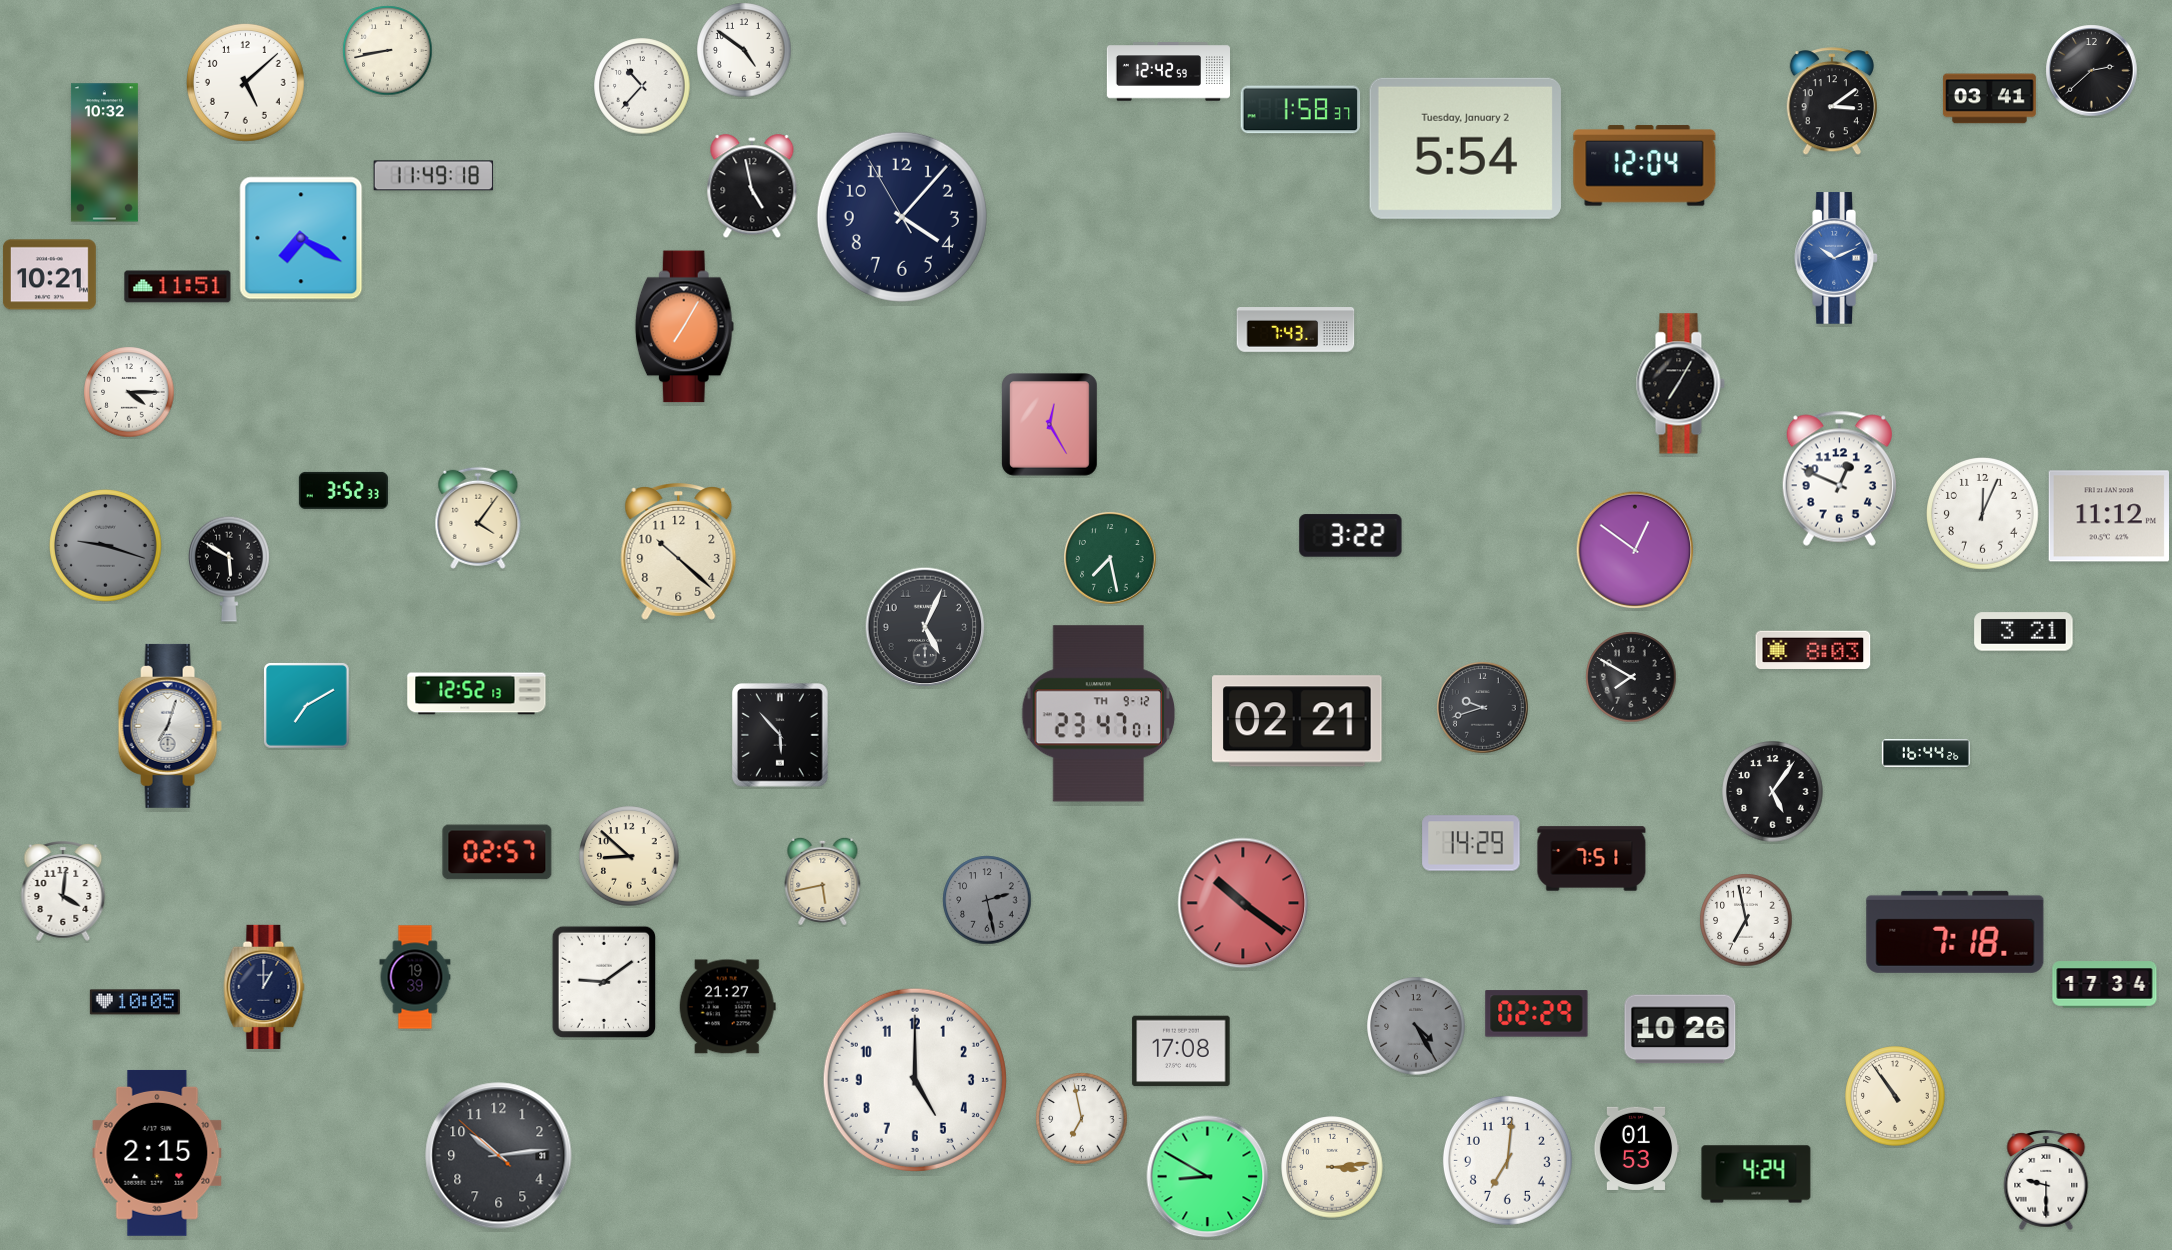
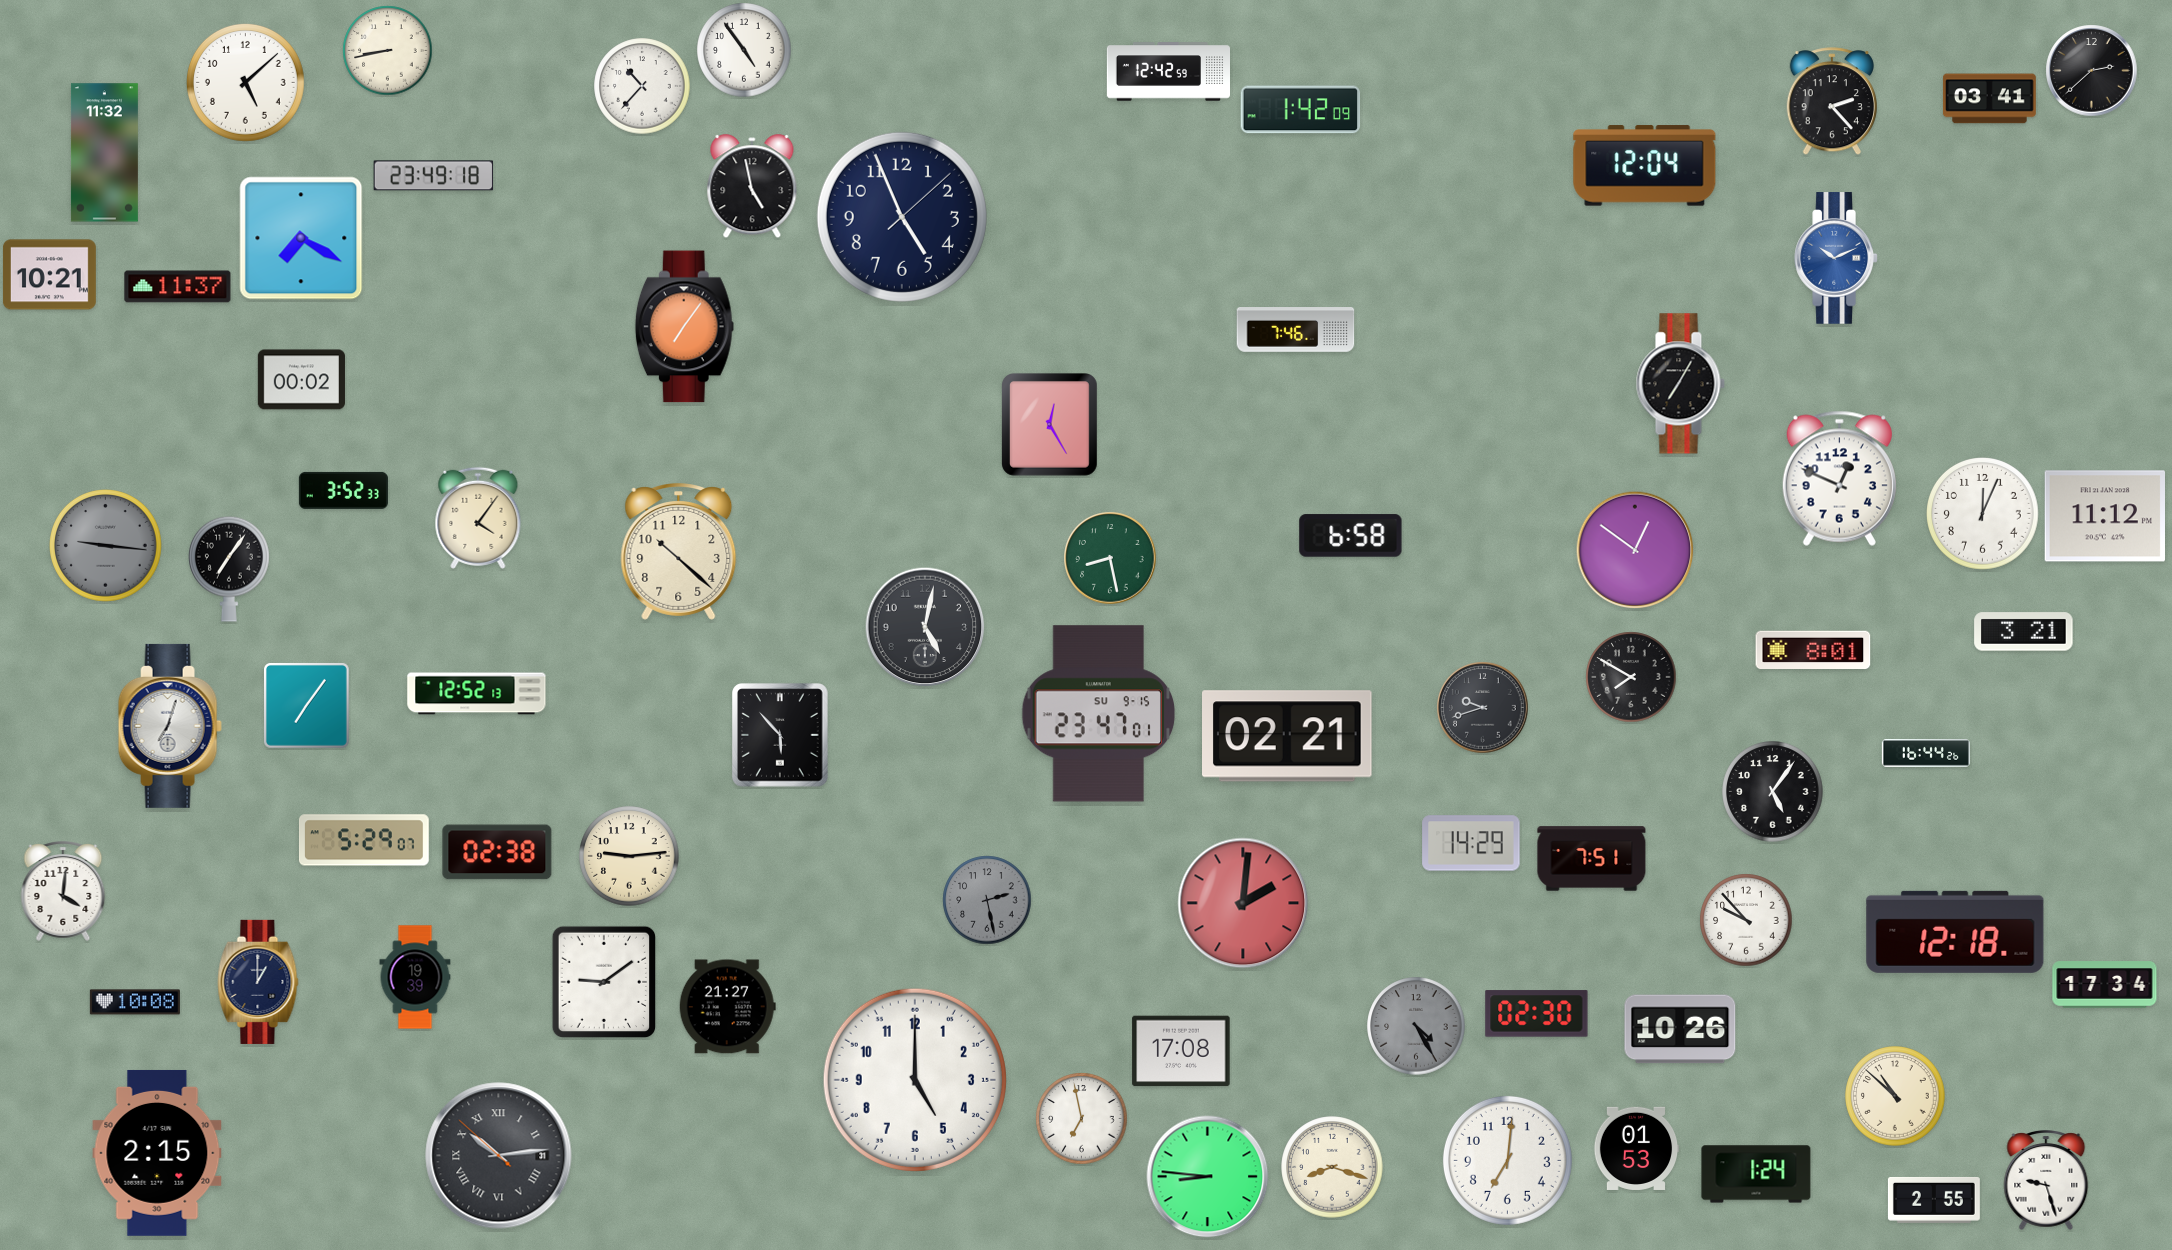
clock at (744, 50): 4:51 -> 4:54
clock at (1832, 102): 3:09 -> 2:23
clock at (1301, 110): 1:58 -> 1:42
clock at (1465, 148): 5:54 -> none
clock at (104, 153): 10:32 -> 11:32
clock at (434, 176): 11:49 -> 23:49
clock at (902, 217): 4:06 -> 4:56
clock at (178, 287): 11:51 -> 11:37
clock at (684, 327): 7:05 -> 7:06
clock at (1296, 330): 7:43 -> 7:46
clock at (301, 380): none -> 00:02
clock at (129, 392): 4:15 -> none
clock at (2108, 516) position: (2108, 516) -> (2104, 516)
clock at (1351, 536): 3:22 -> 6:58
clock at (106, 546): 9:18 -> 9:16
clock at (1110, 558): 7:28 -> 8:28
clock at (230, 569): 5:50 -> 7:06
clock at (925, 627): 5:04 -> 5:02
clock at (1813, 650): 8:03 -> 8:01
clock at (307, 706): 7:10 -> 7:06
clock at (1099, 714) date: TH 9-12 -> SU 9-15
clock at (1298, 721) position: (1298, 721) -> (1288, 736)
clock at (364, 840): none -> 5:29
clock at (497, 852): 02:57 -> 02:38
clock at (629, 856): 8:52 -> 9:14
clock at (823, 880): 5:43 -> none
clock at (1243, 903): 10:21 -> 2:01
clock at (1746, 920): 6:58 -> 9:53
clock at (1955, 932): 7:18 -> 12:18
clock at (264, 987) position: (264, 987) -> (258, 982)
clock at (135, 1002): 10:05 -> 10:08
clock at (1537, 1014): 02:29 -> 02:30
clock at (1895, 1096): 10:54 -> 10:52
clock at (499, 1156) numerals: Arabic -> Roman
clock at (1332, 1167): 3:14 -> 8:18
clock at (1756, 1174): 4:24 -> 1:24
clock at (1208, 1177): 8:50 -> 8:46
clock at (2046, 1180): 9:30 -> 9:27
clock at (1934, 1200): none -> 2:55
